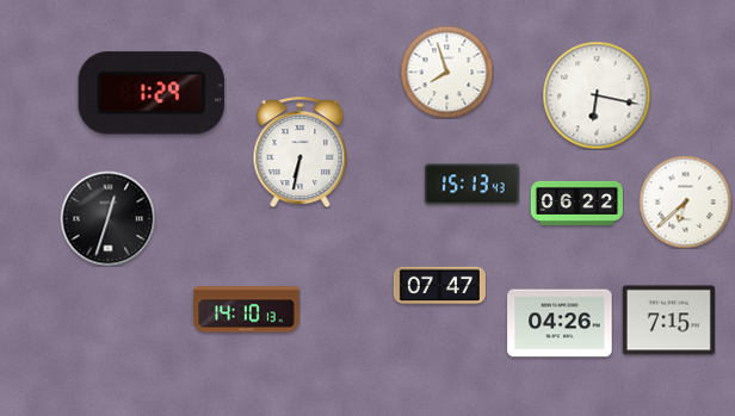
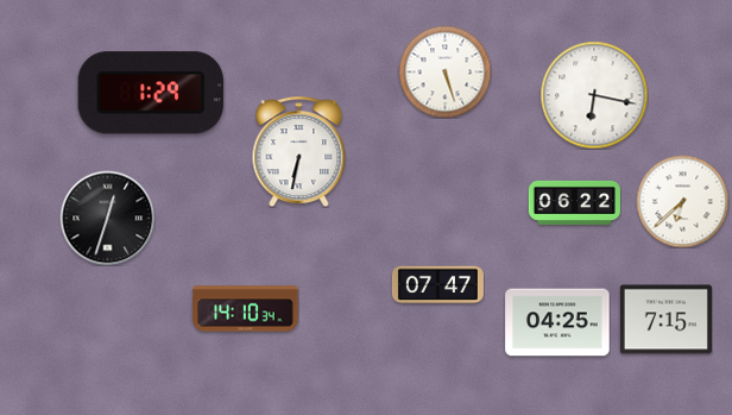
clock at (446, 72): 7:57 -> 5:27
clock at (471, 185): 15:13 -> none
clock at (247, 310): 14:10:13 -> 14:10:34
clock at (560, 323): 04:26 -> 04:25
